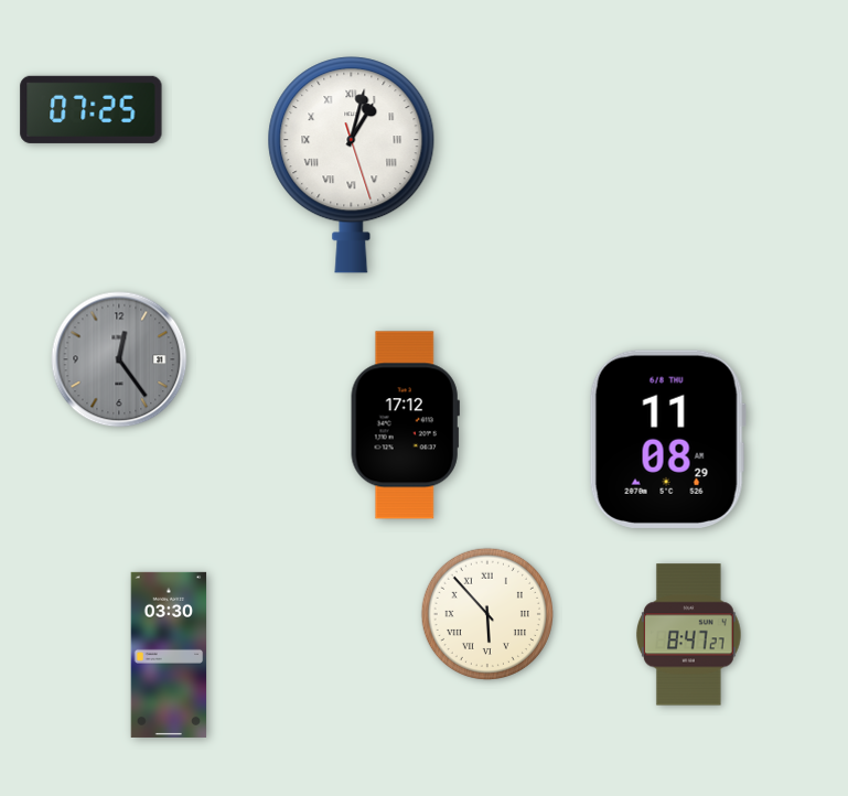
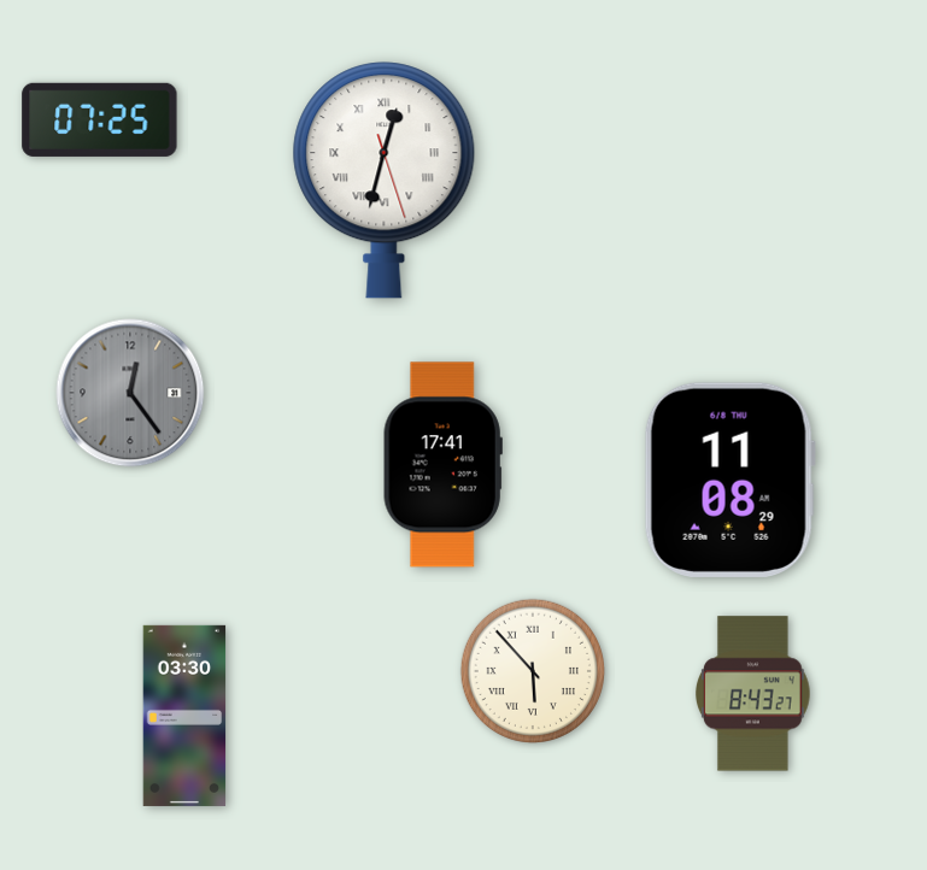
clock at (352, 165): 1:02 -> 12:32
clock at (405, 426): 17:12 -> 17:41
clock at (689, 635): 8:47 -> 8:43
